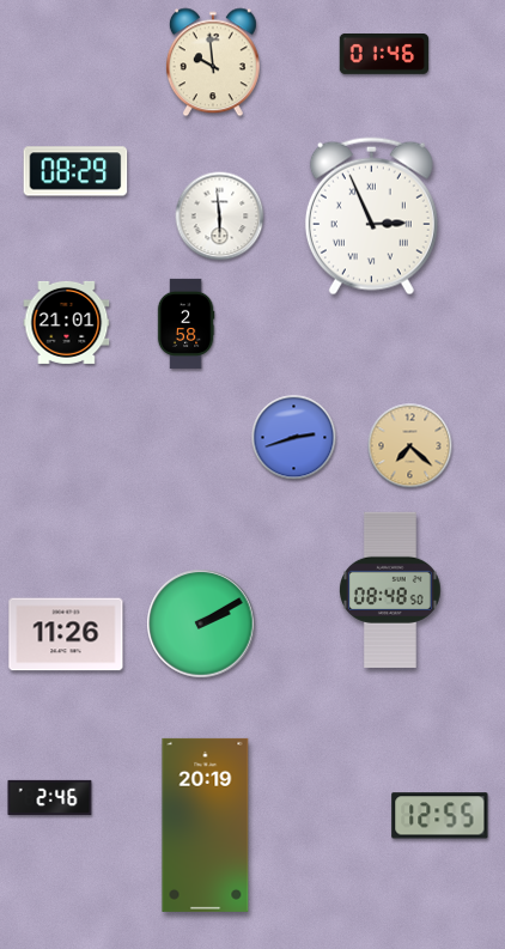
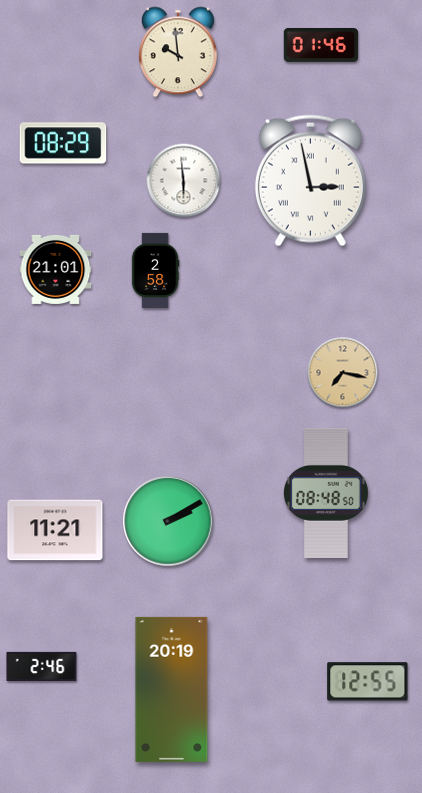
clock at (371, 217): 2:56 -> 2:58
clock at (294, 438): 2:42 -> none
clock at (410, 446): 7:22 -> 7:17
clock at (66, 634): 11:26 -> 11:21
